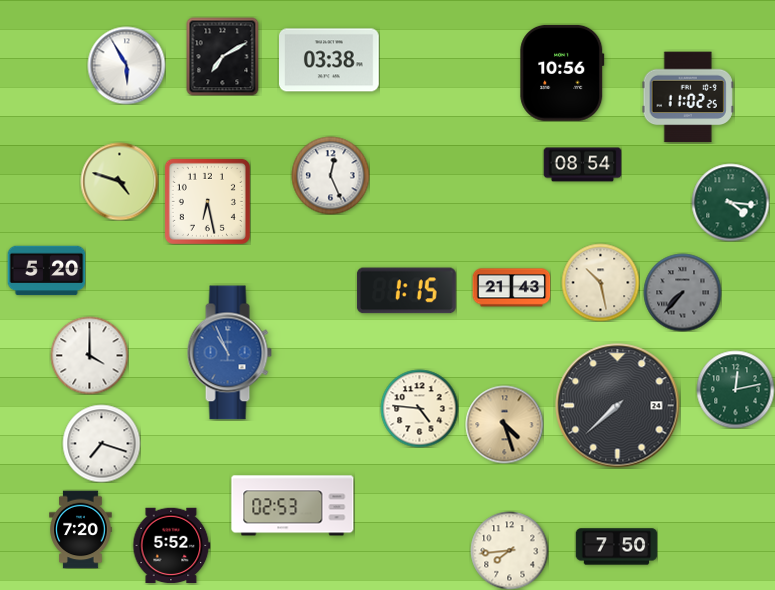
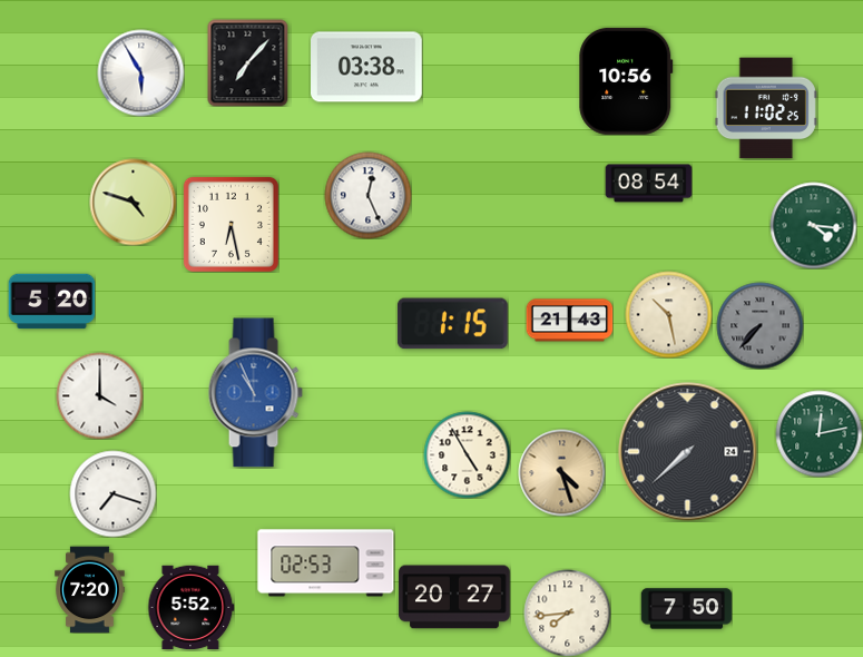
clock at (223, 56): 7:10 -> 7:07
clock at (419, 408): 4:46 -> 4:55
clock at (454, 597): none -> 20:27
